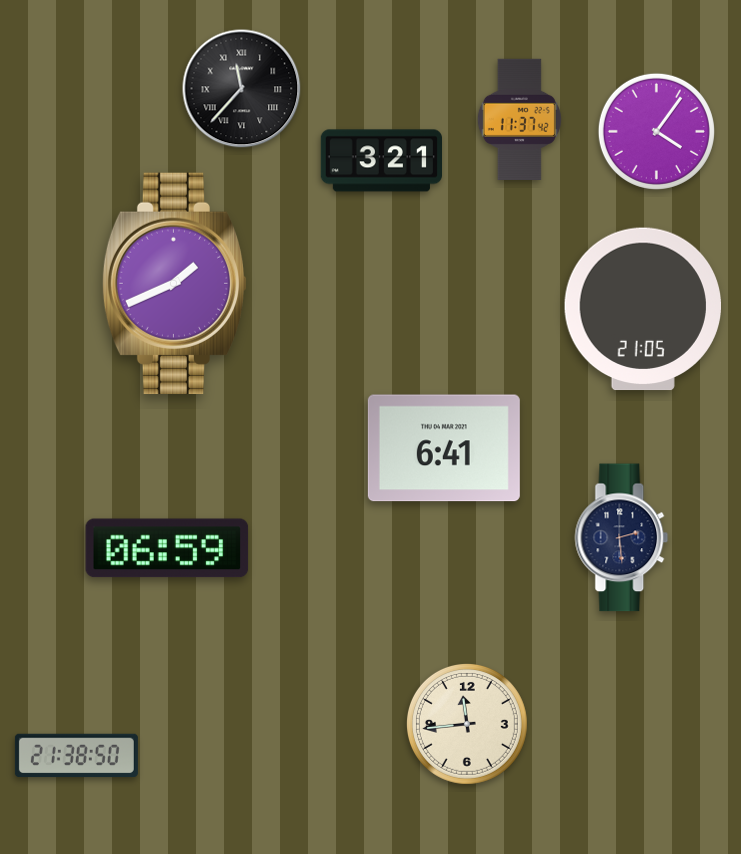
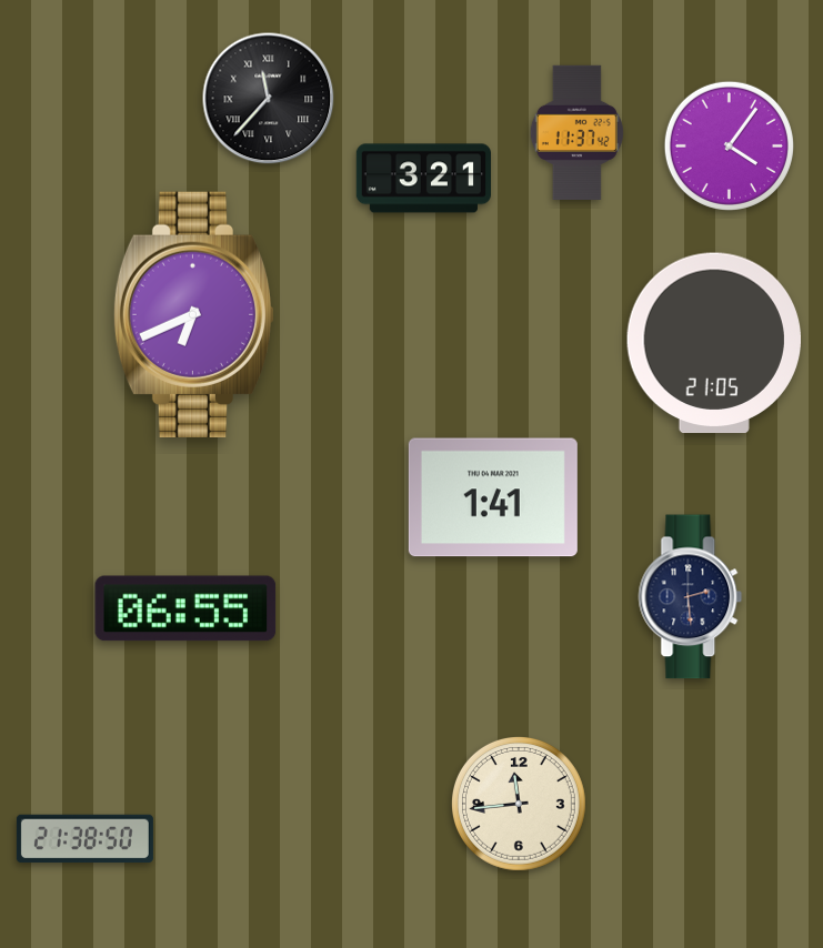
clock at (175, 283): 1:41 -> 6:41
clock at (444, 448): 6:41 -> 1:41
clock at (167, 548): 06:59 -> 06:55
